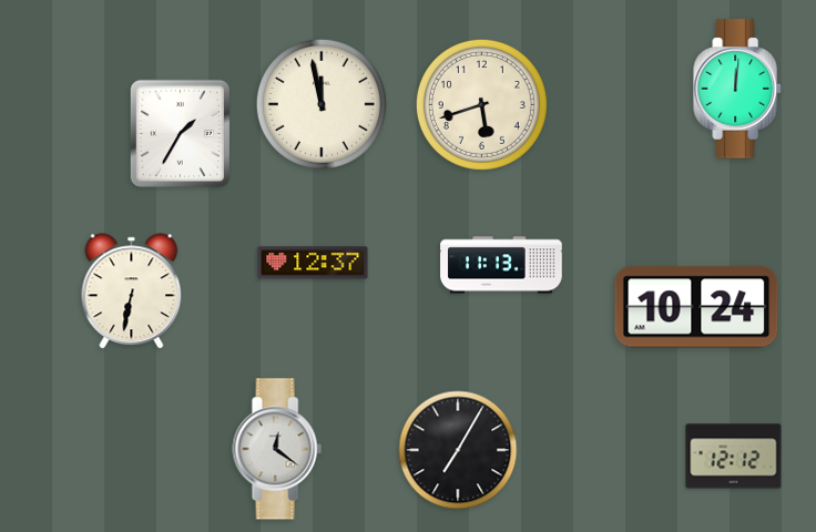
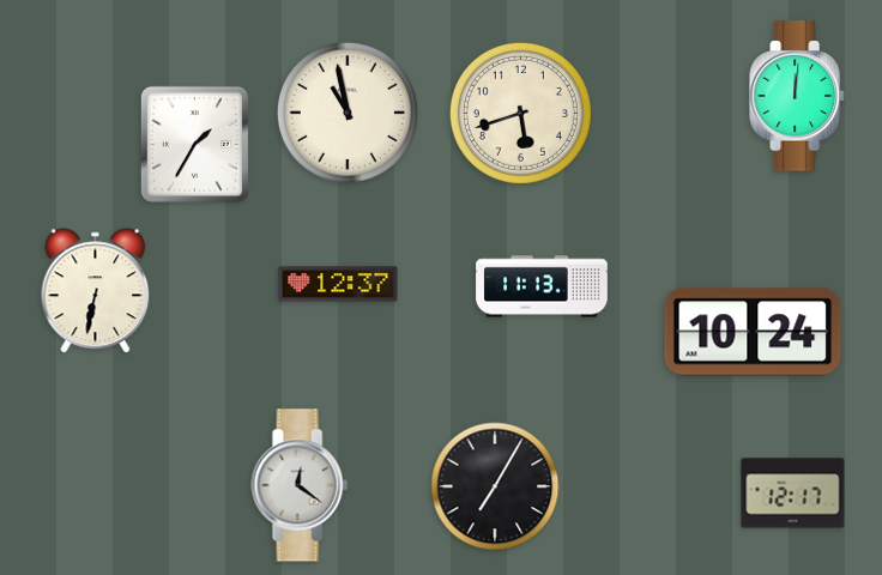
clock at (322, 104): 11:58 -> 10:58
clock at (132, 291) position: (132, 291) -> (96, 291)
clock at (734, 457): 12:12 -> 12:17
